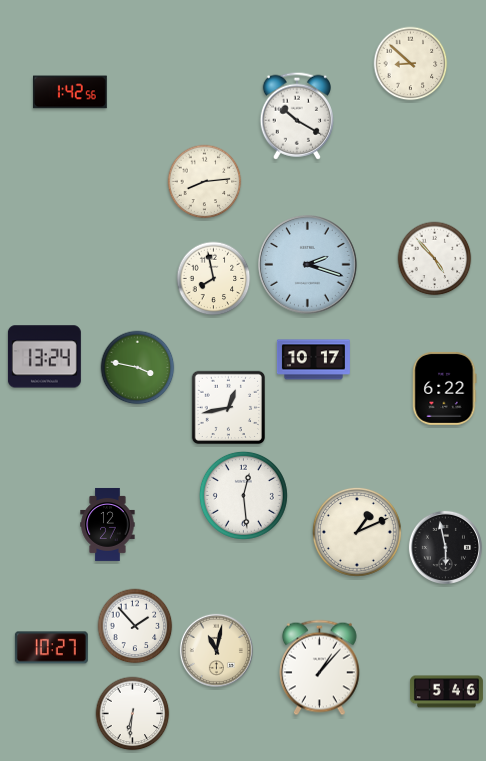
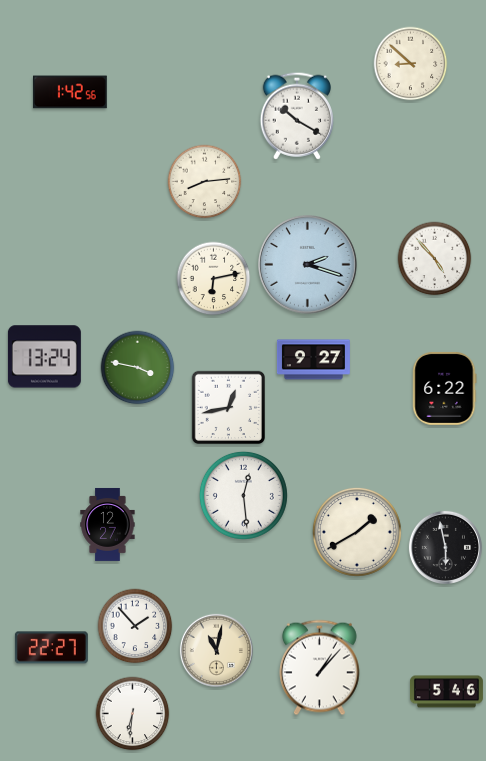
clock at (214, 279): 7:58 -> 6:13
clock at (313, 360): 10:17 -> 9:27
clock at (357, 532): 1:11 -> 1:40
clock at (51, 648): 10:27 -> 22:27
